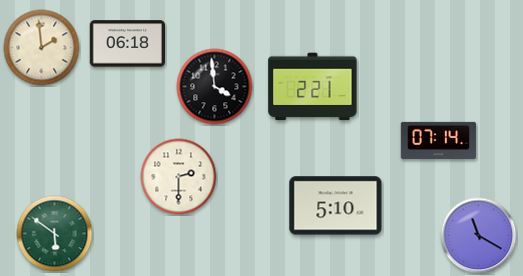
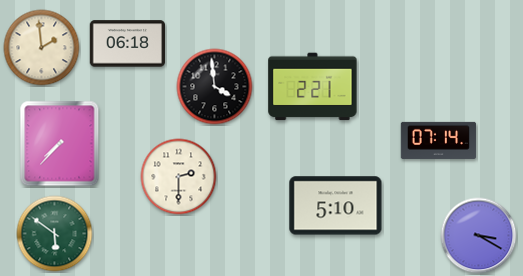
clock at (60, 144): none -> 7:37
clock at (479, 236): 11:20 -> 3:20
